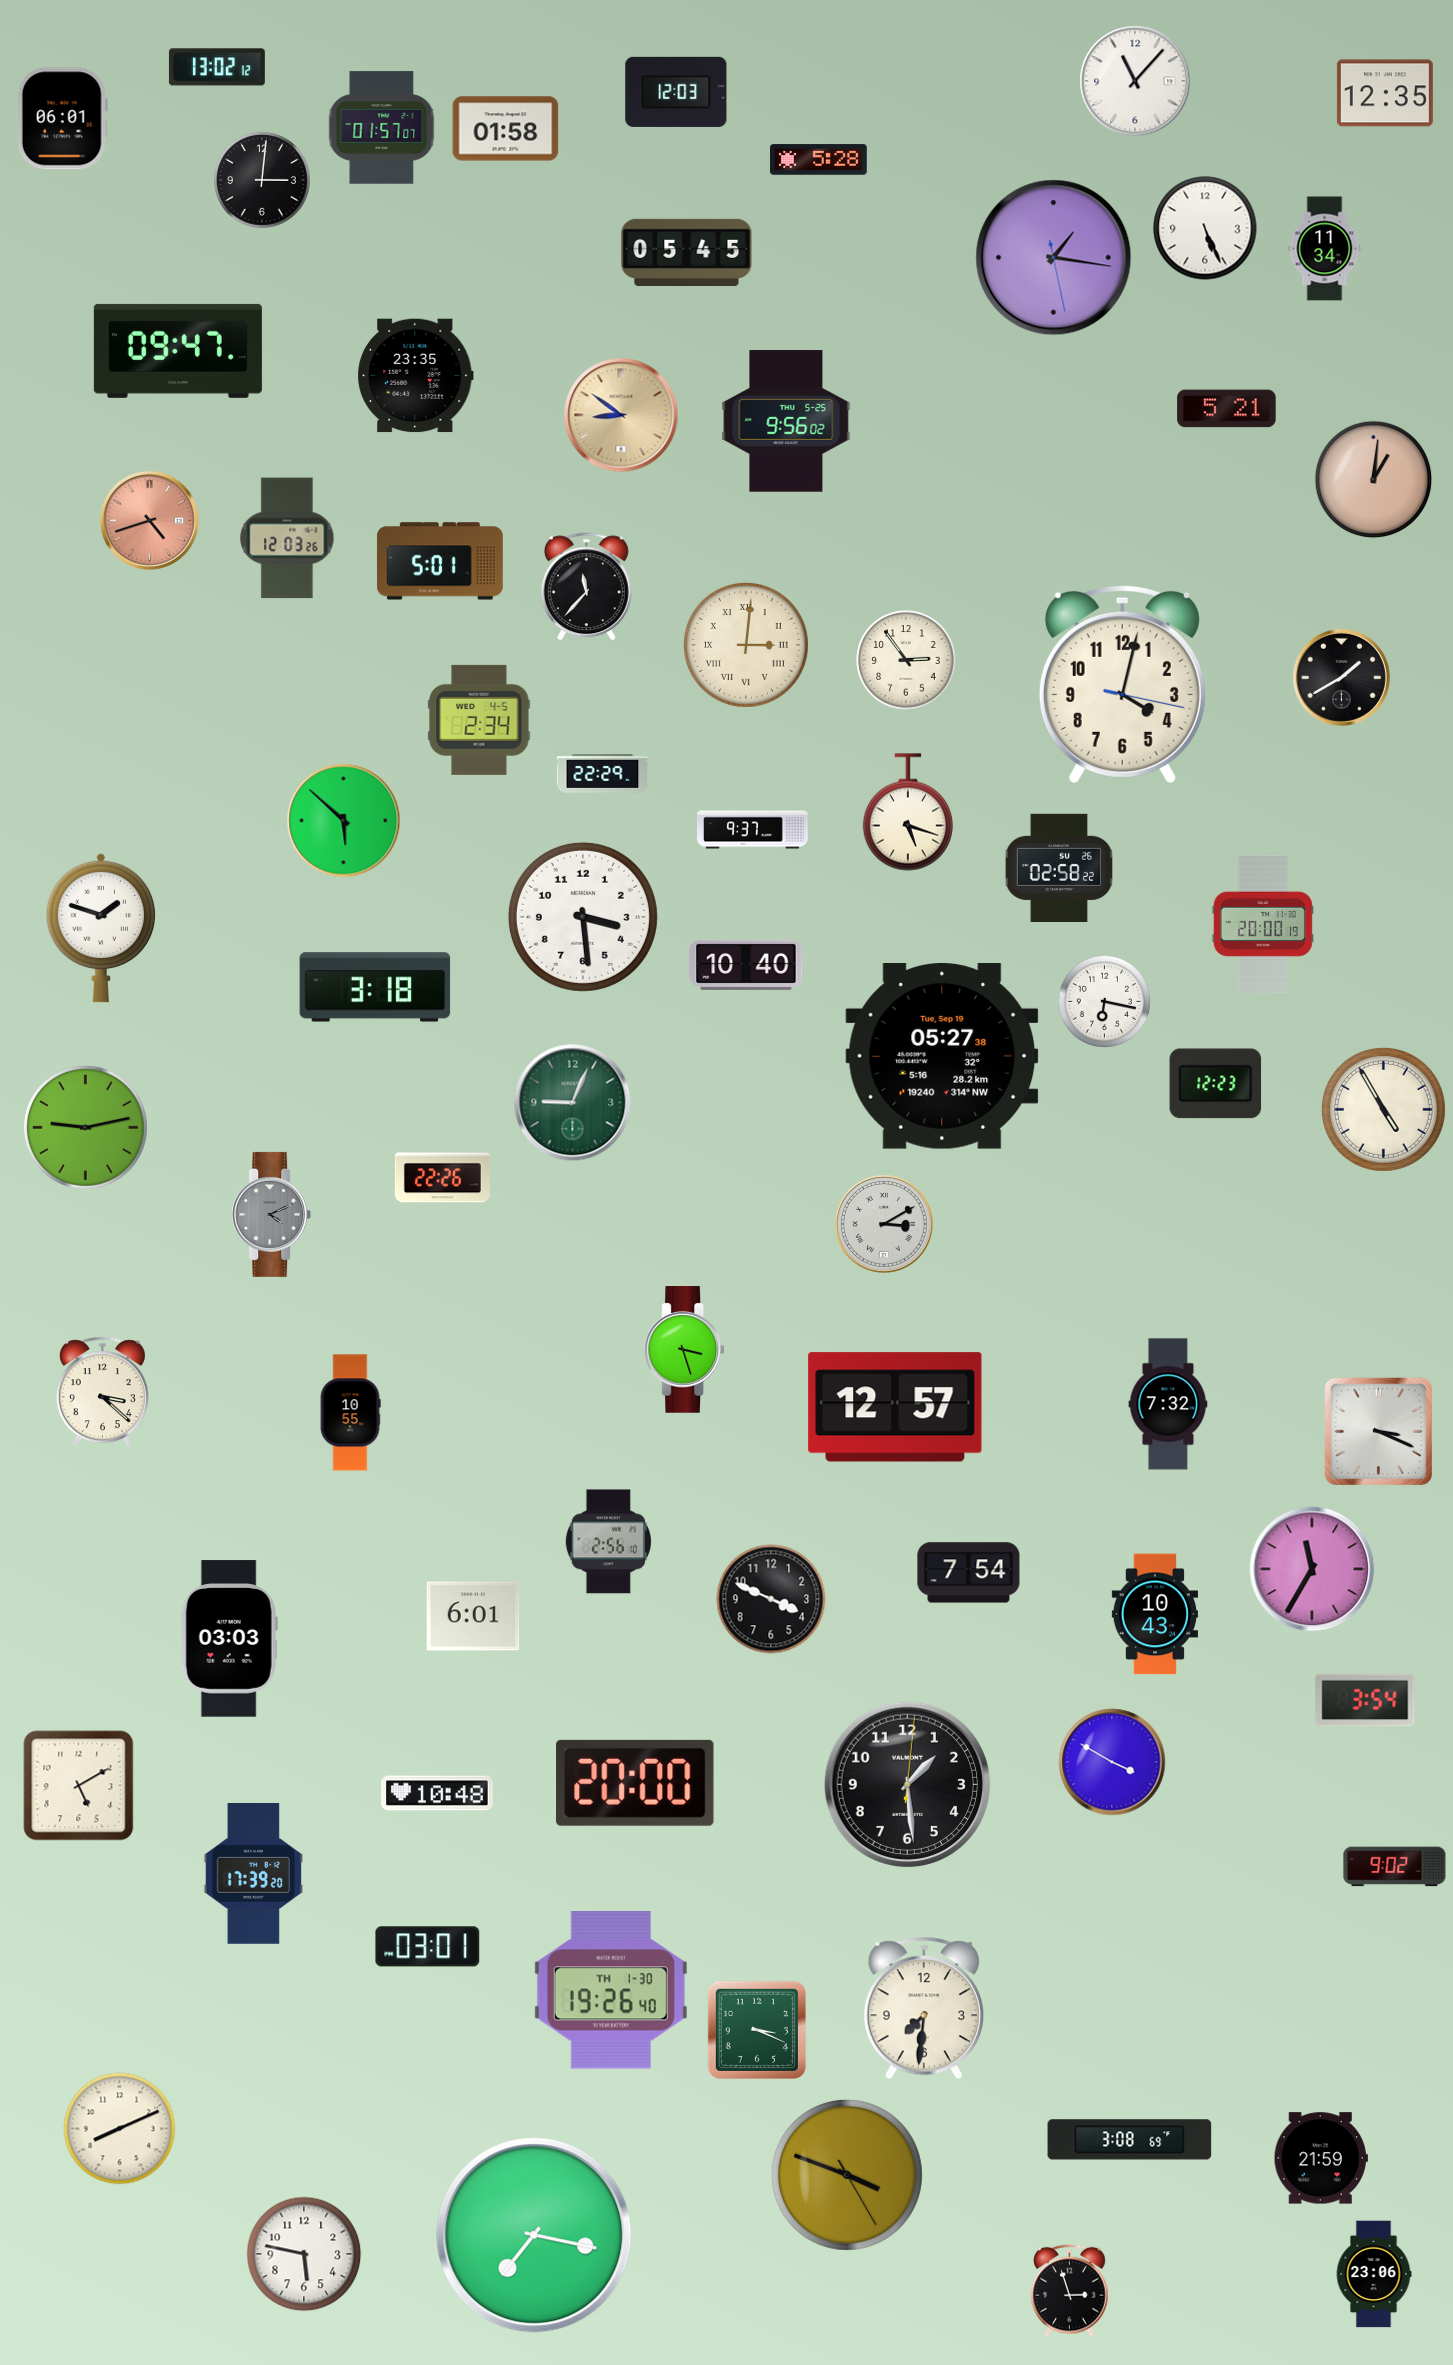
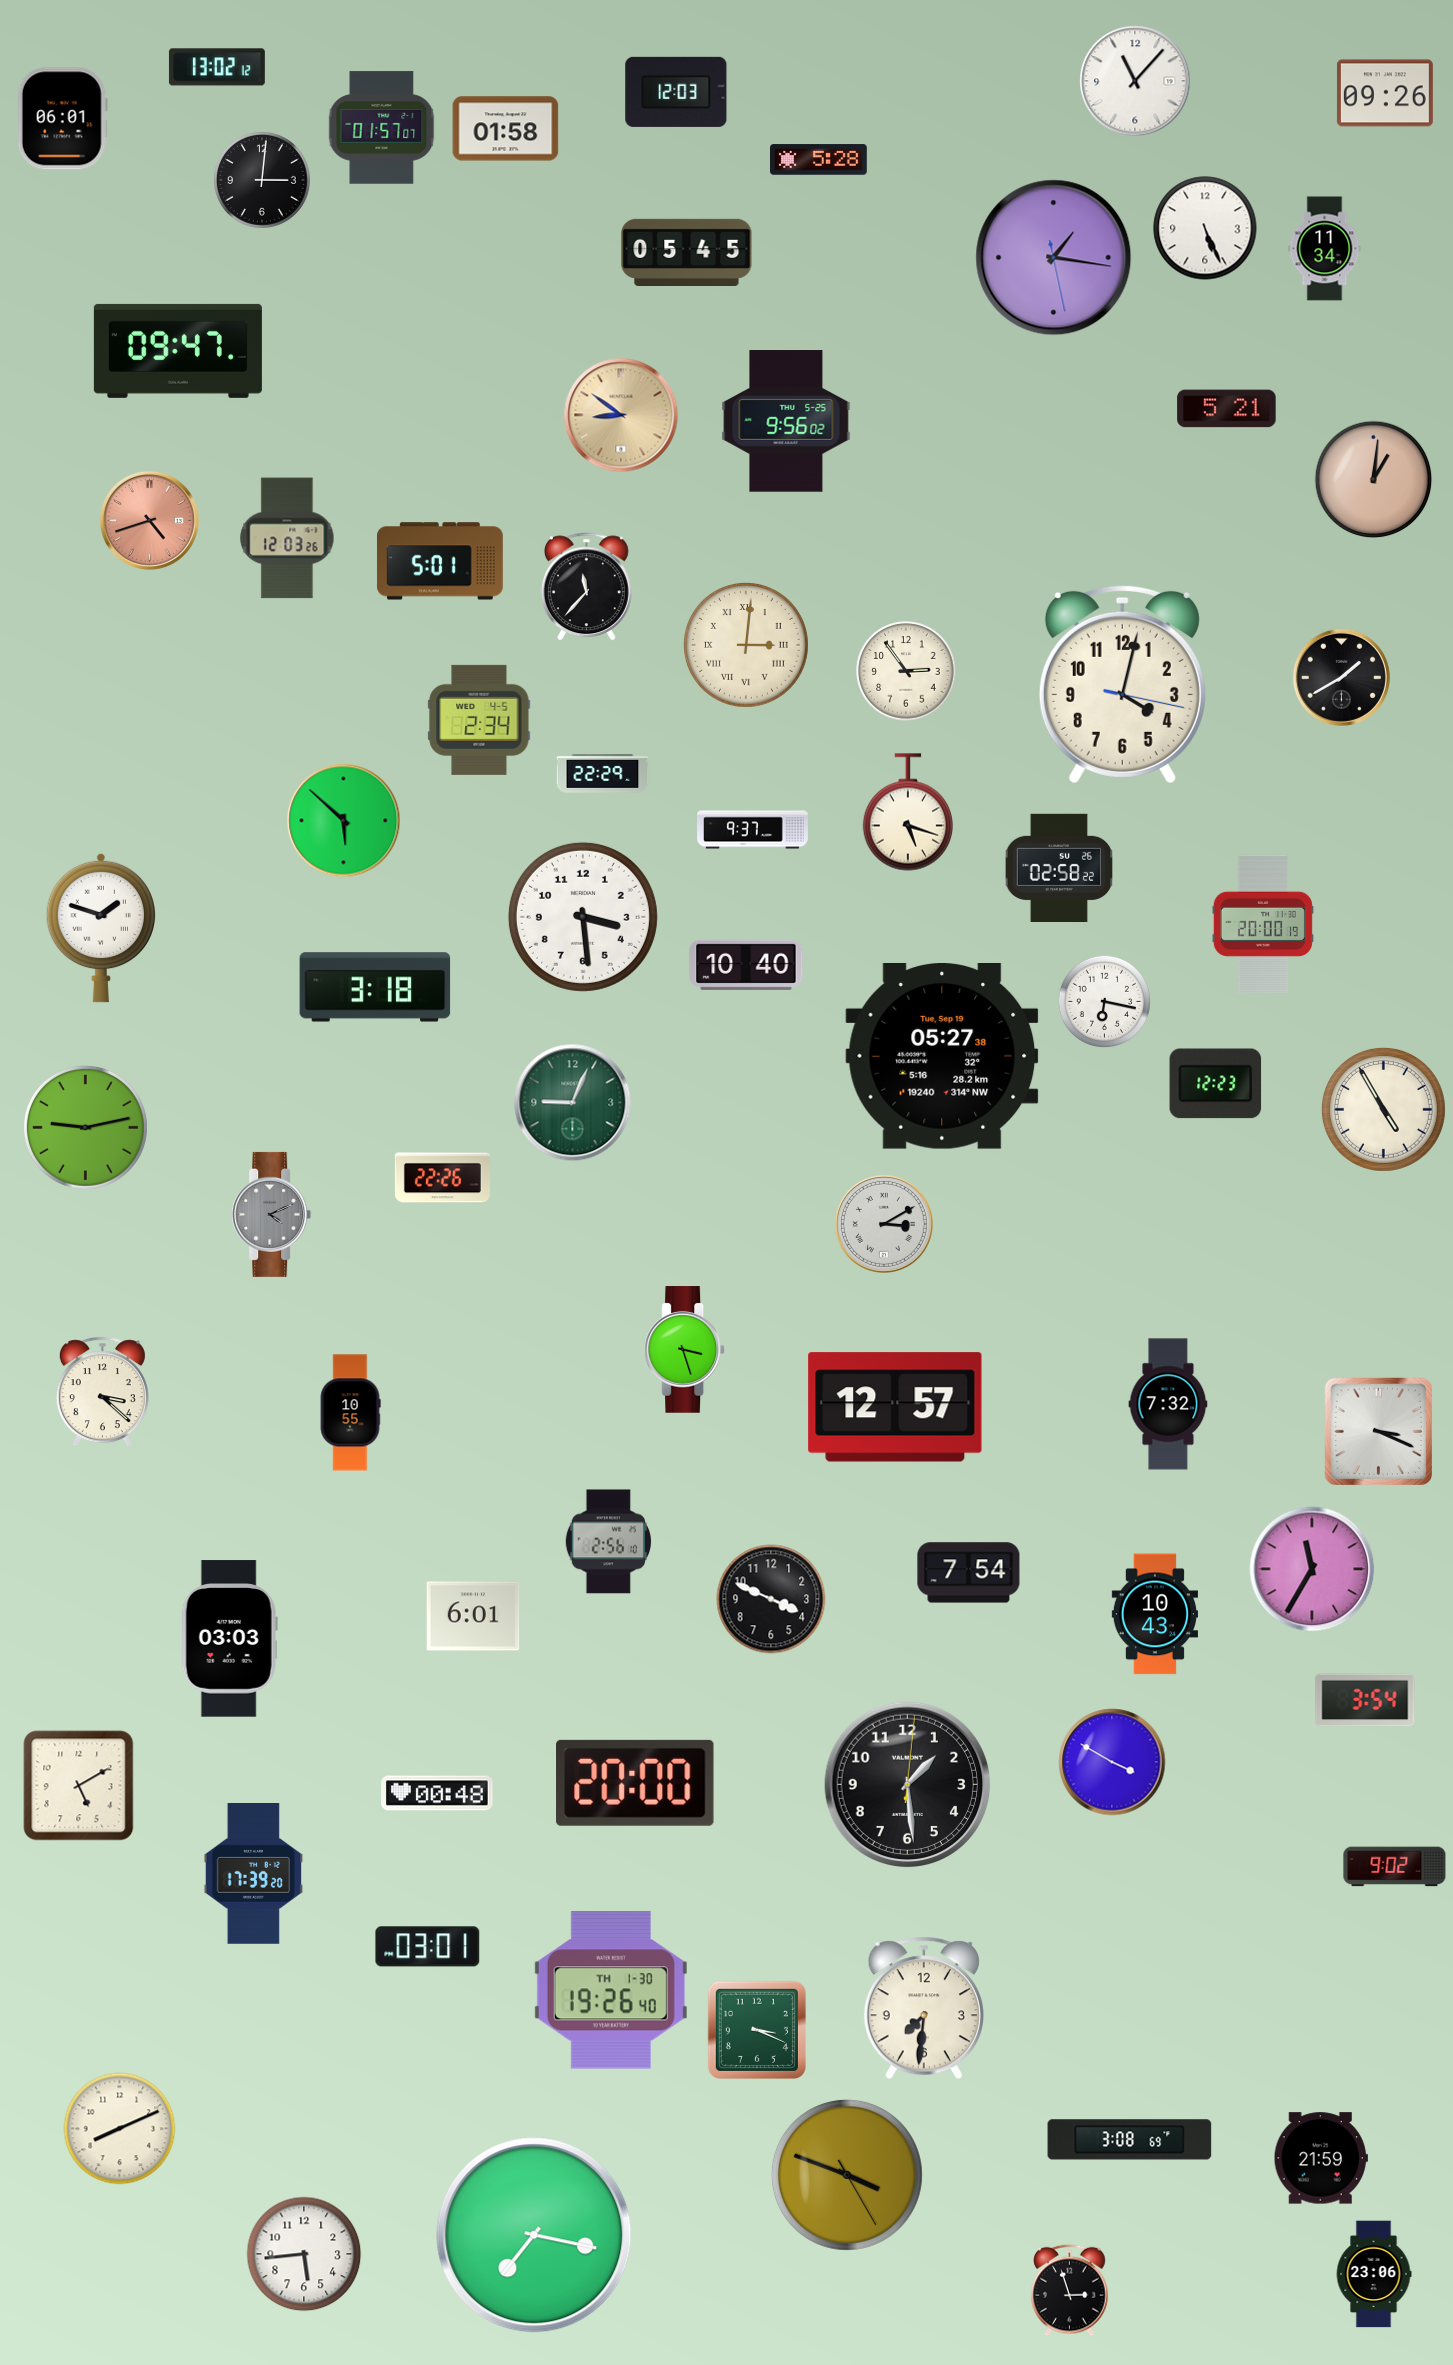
clock at (1385, 93): 12:35 -> 09:26
clock at (416, 376): 23:35 -> none
clock at (906, 660) position: (906, 660) -> (906, 671)
clock at (438, 1793): 10:48 -> 00:48
clock at (304, 2254): 5:47 -> 5:44
